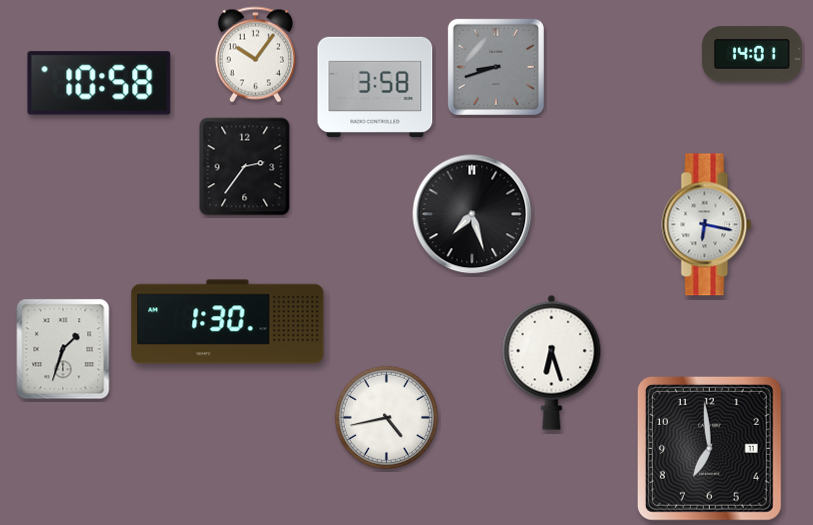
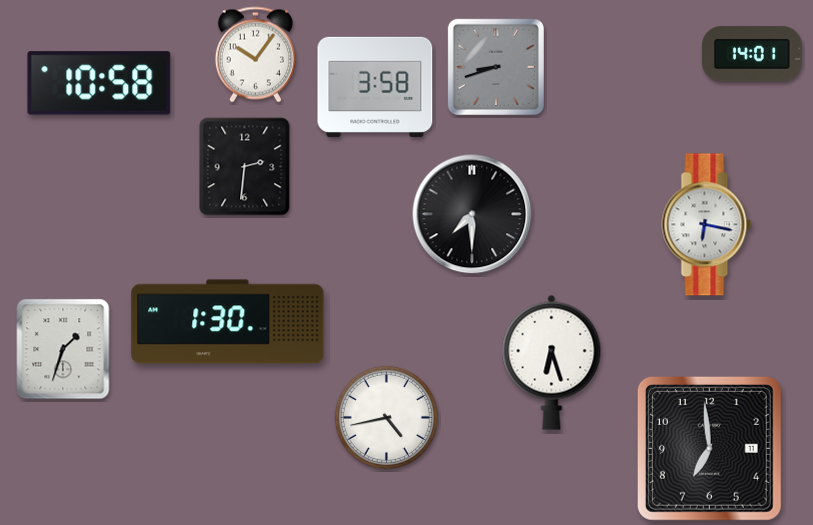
clock at (245, 167): 2:36 -> 2:31
clock at (472, 214): 7:27 -> 7:30
